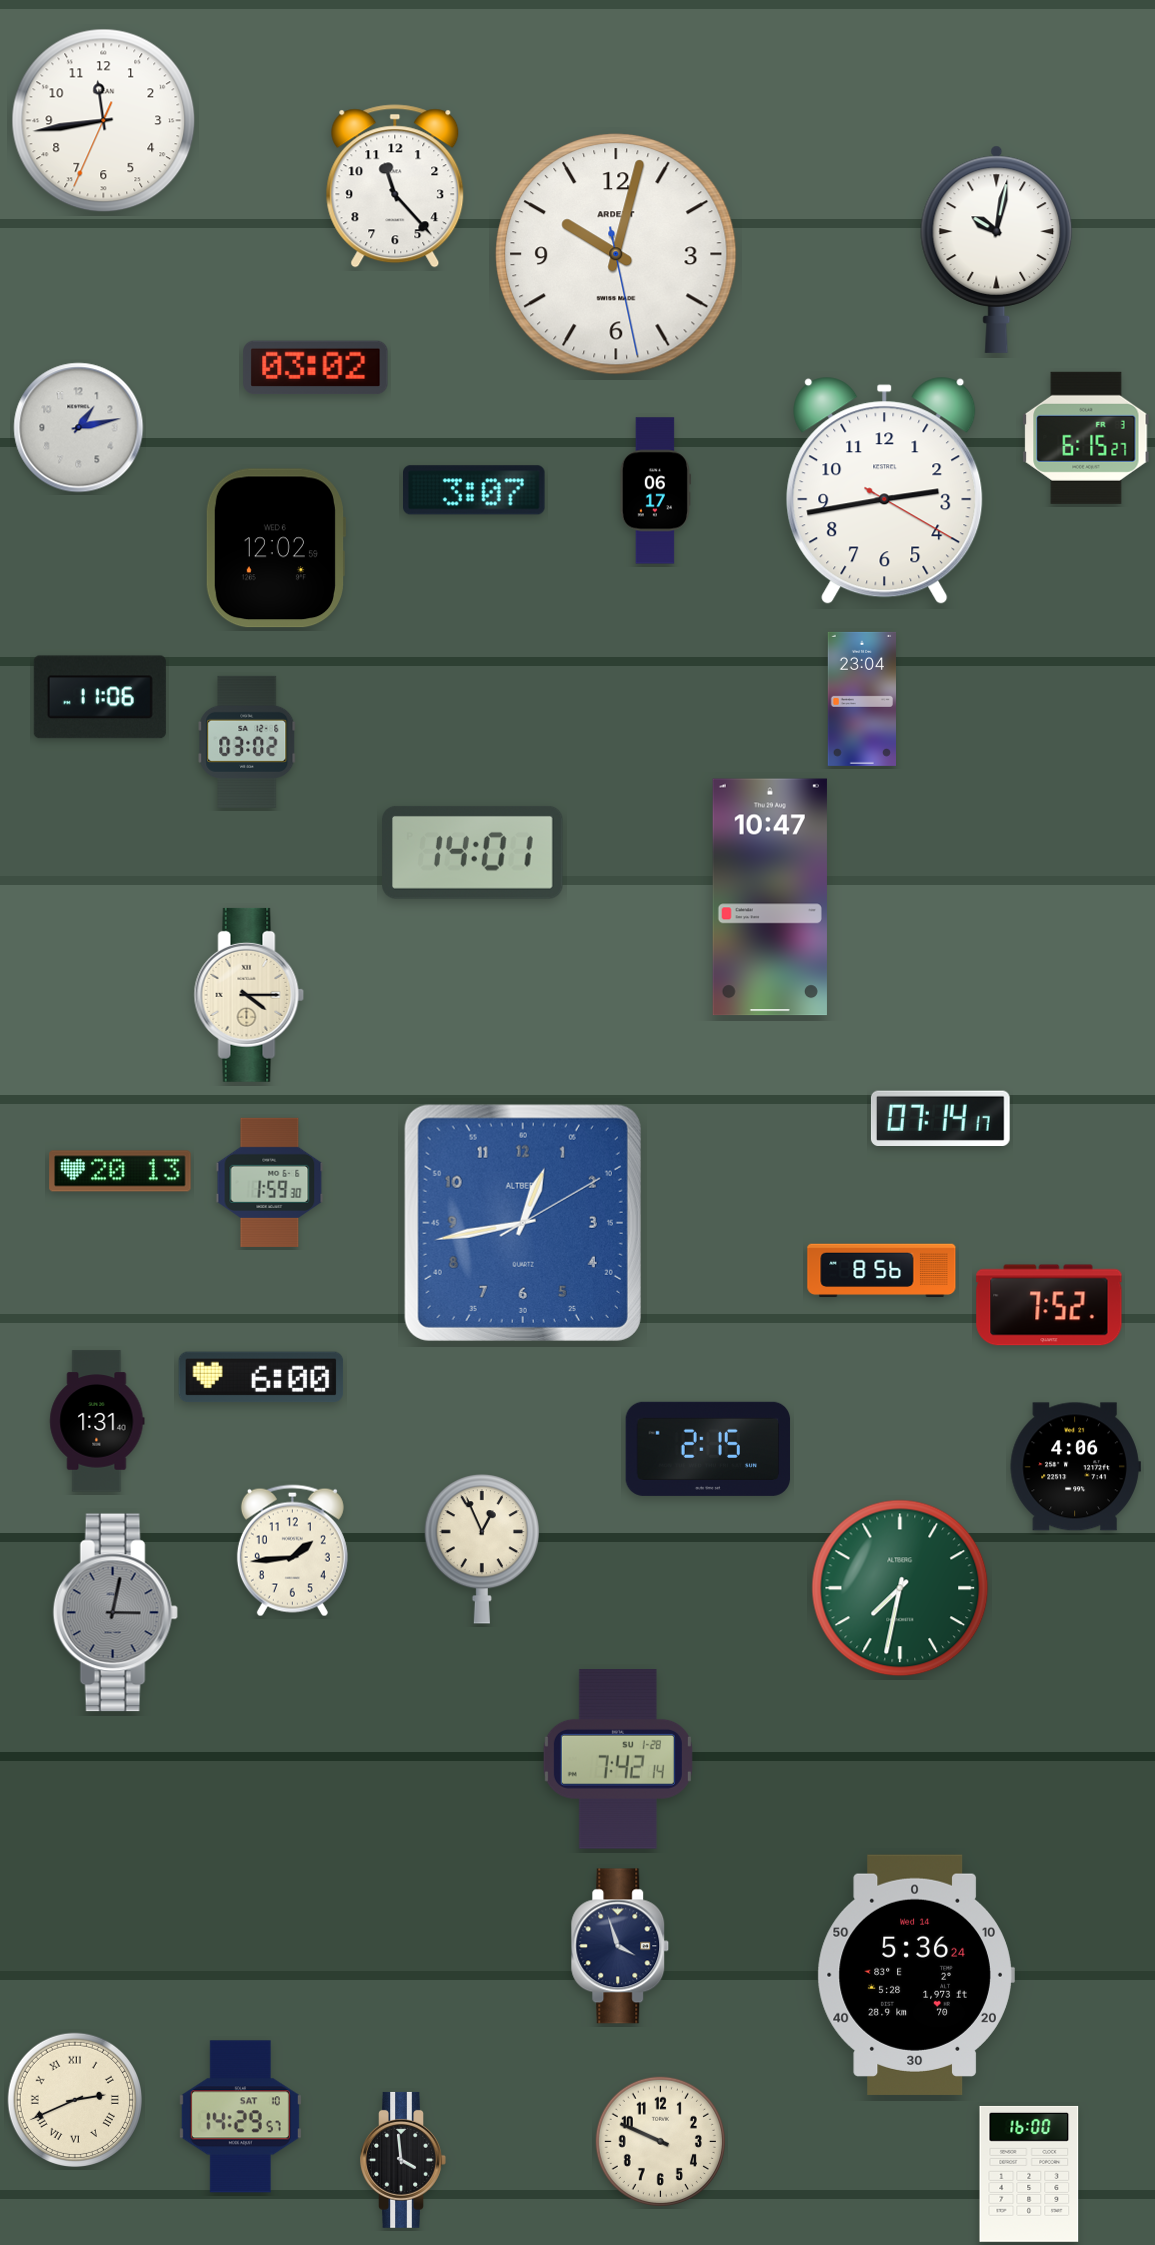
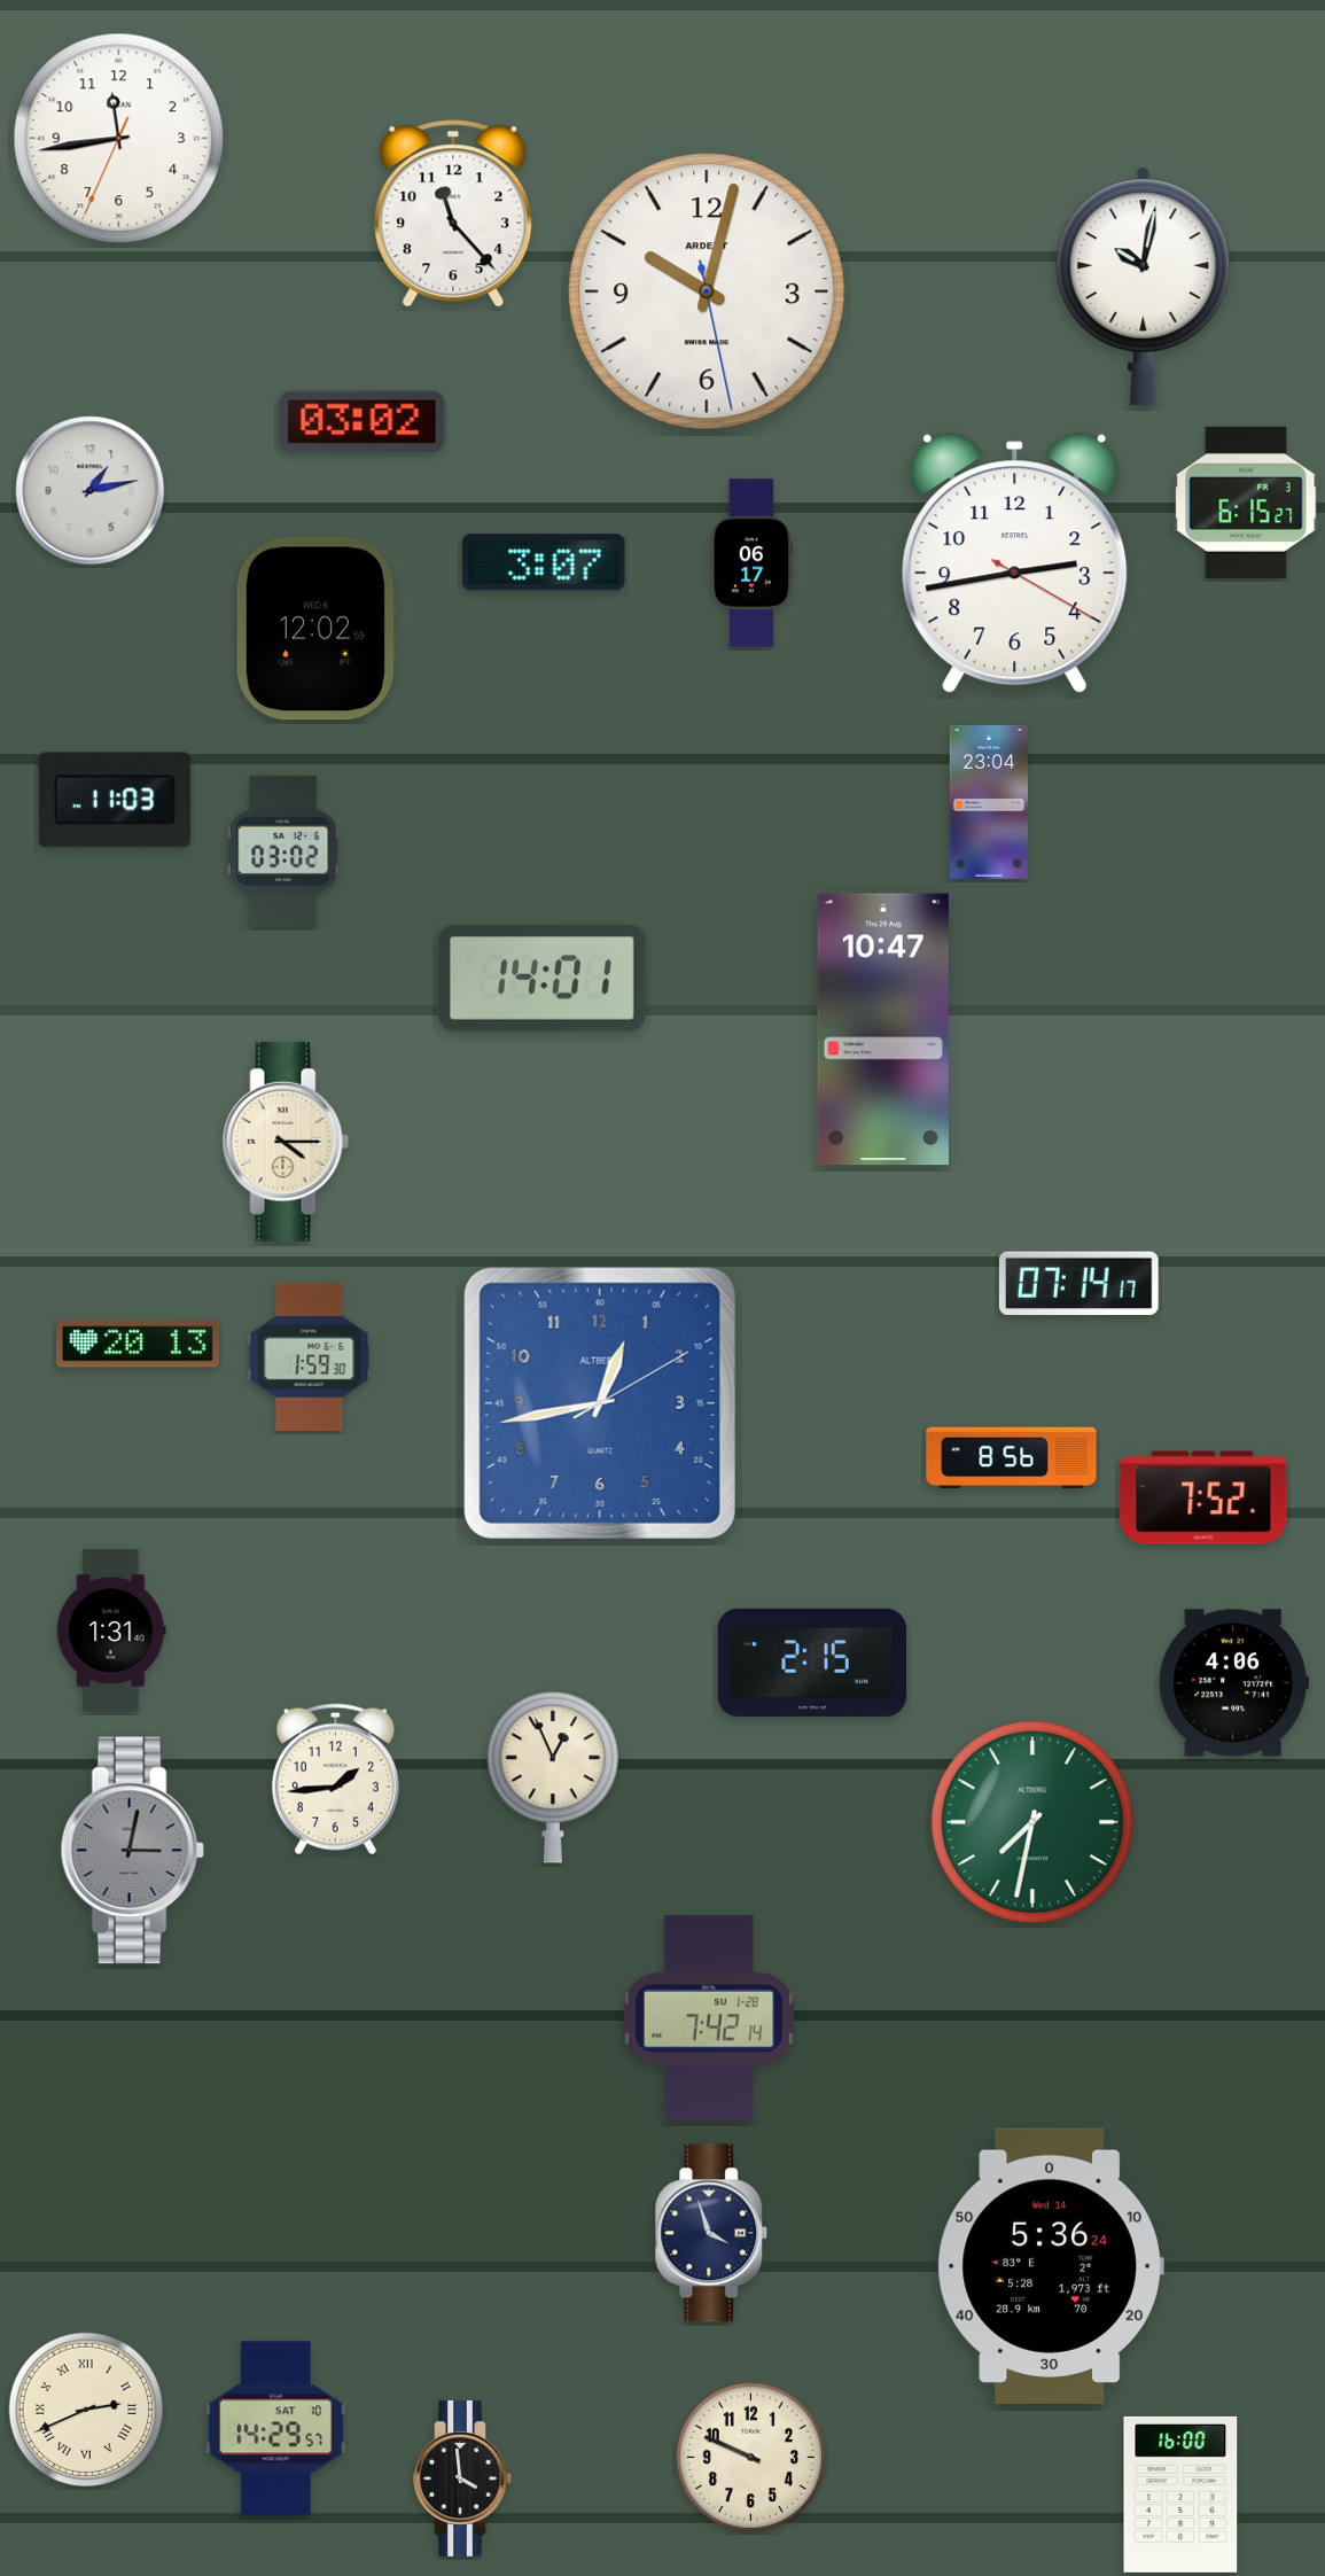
clock at (100, 697): 11:06 -> 11:03
clock at (261, 1377): 6:00 -> none
clock at (660, 2141) position: (660, 2141) -> (750, 2457)
